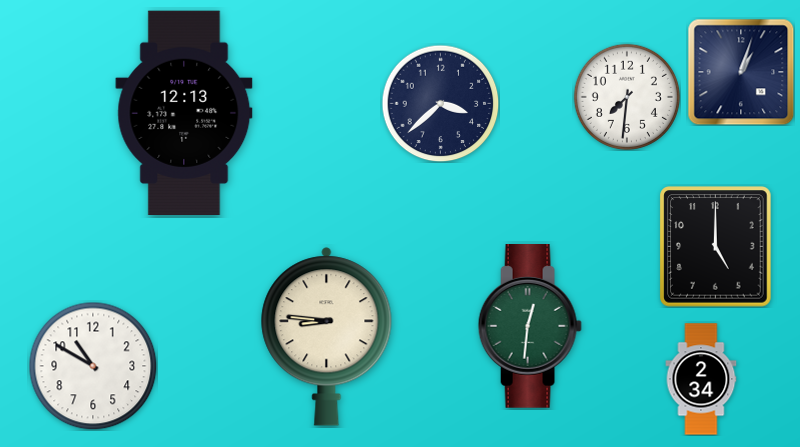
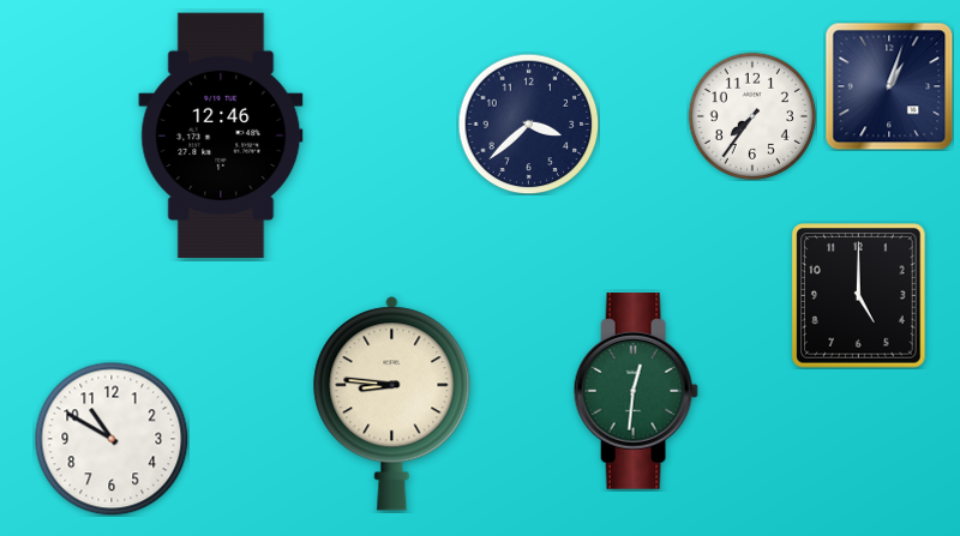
clock at (627, 97): 7:31 -> 7:36
clock at (184, 112): 12:13 -> 12:46
clock at (701, 379): 2:34 -> none
